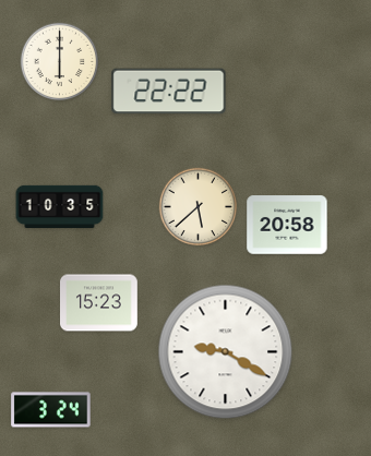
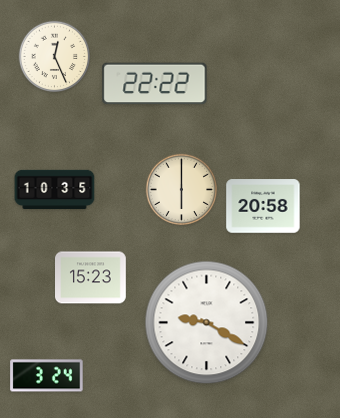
clock at (60, 62): 6:00 -> 12:26
clock at (199, 207): 5:38 -> 6:00
